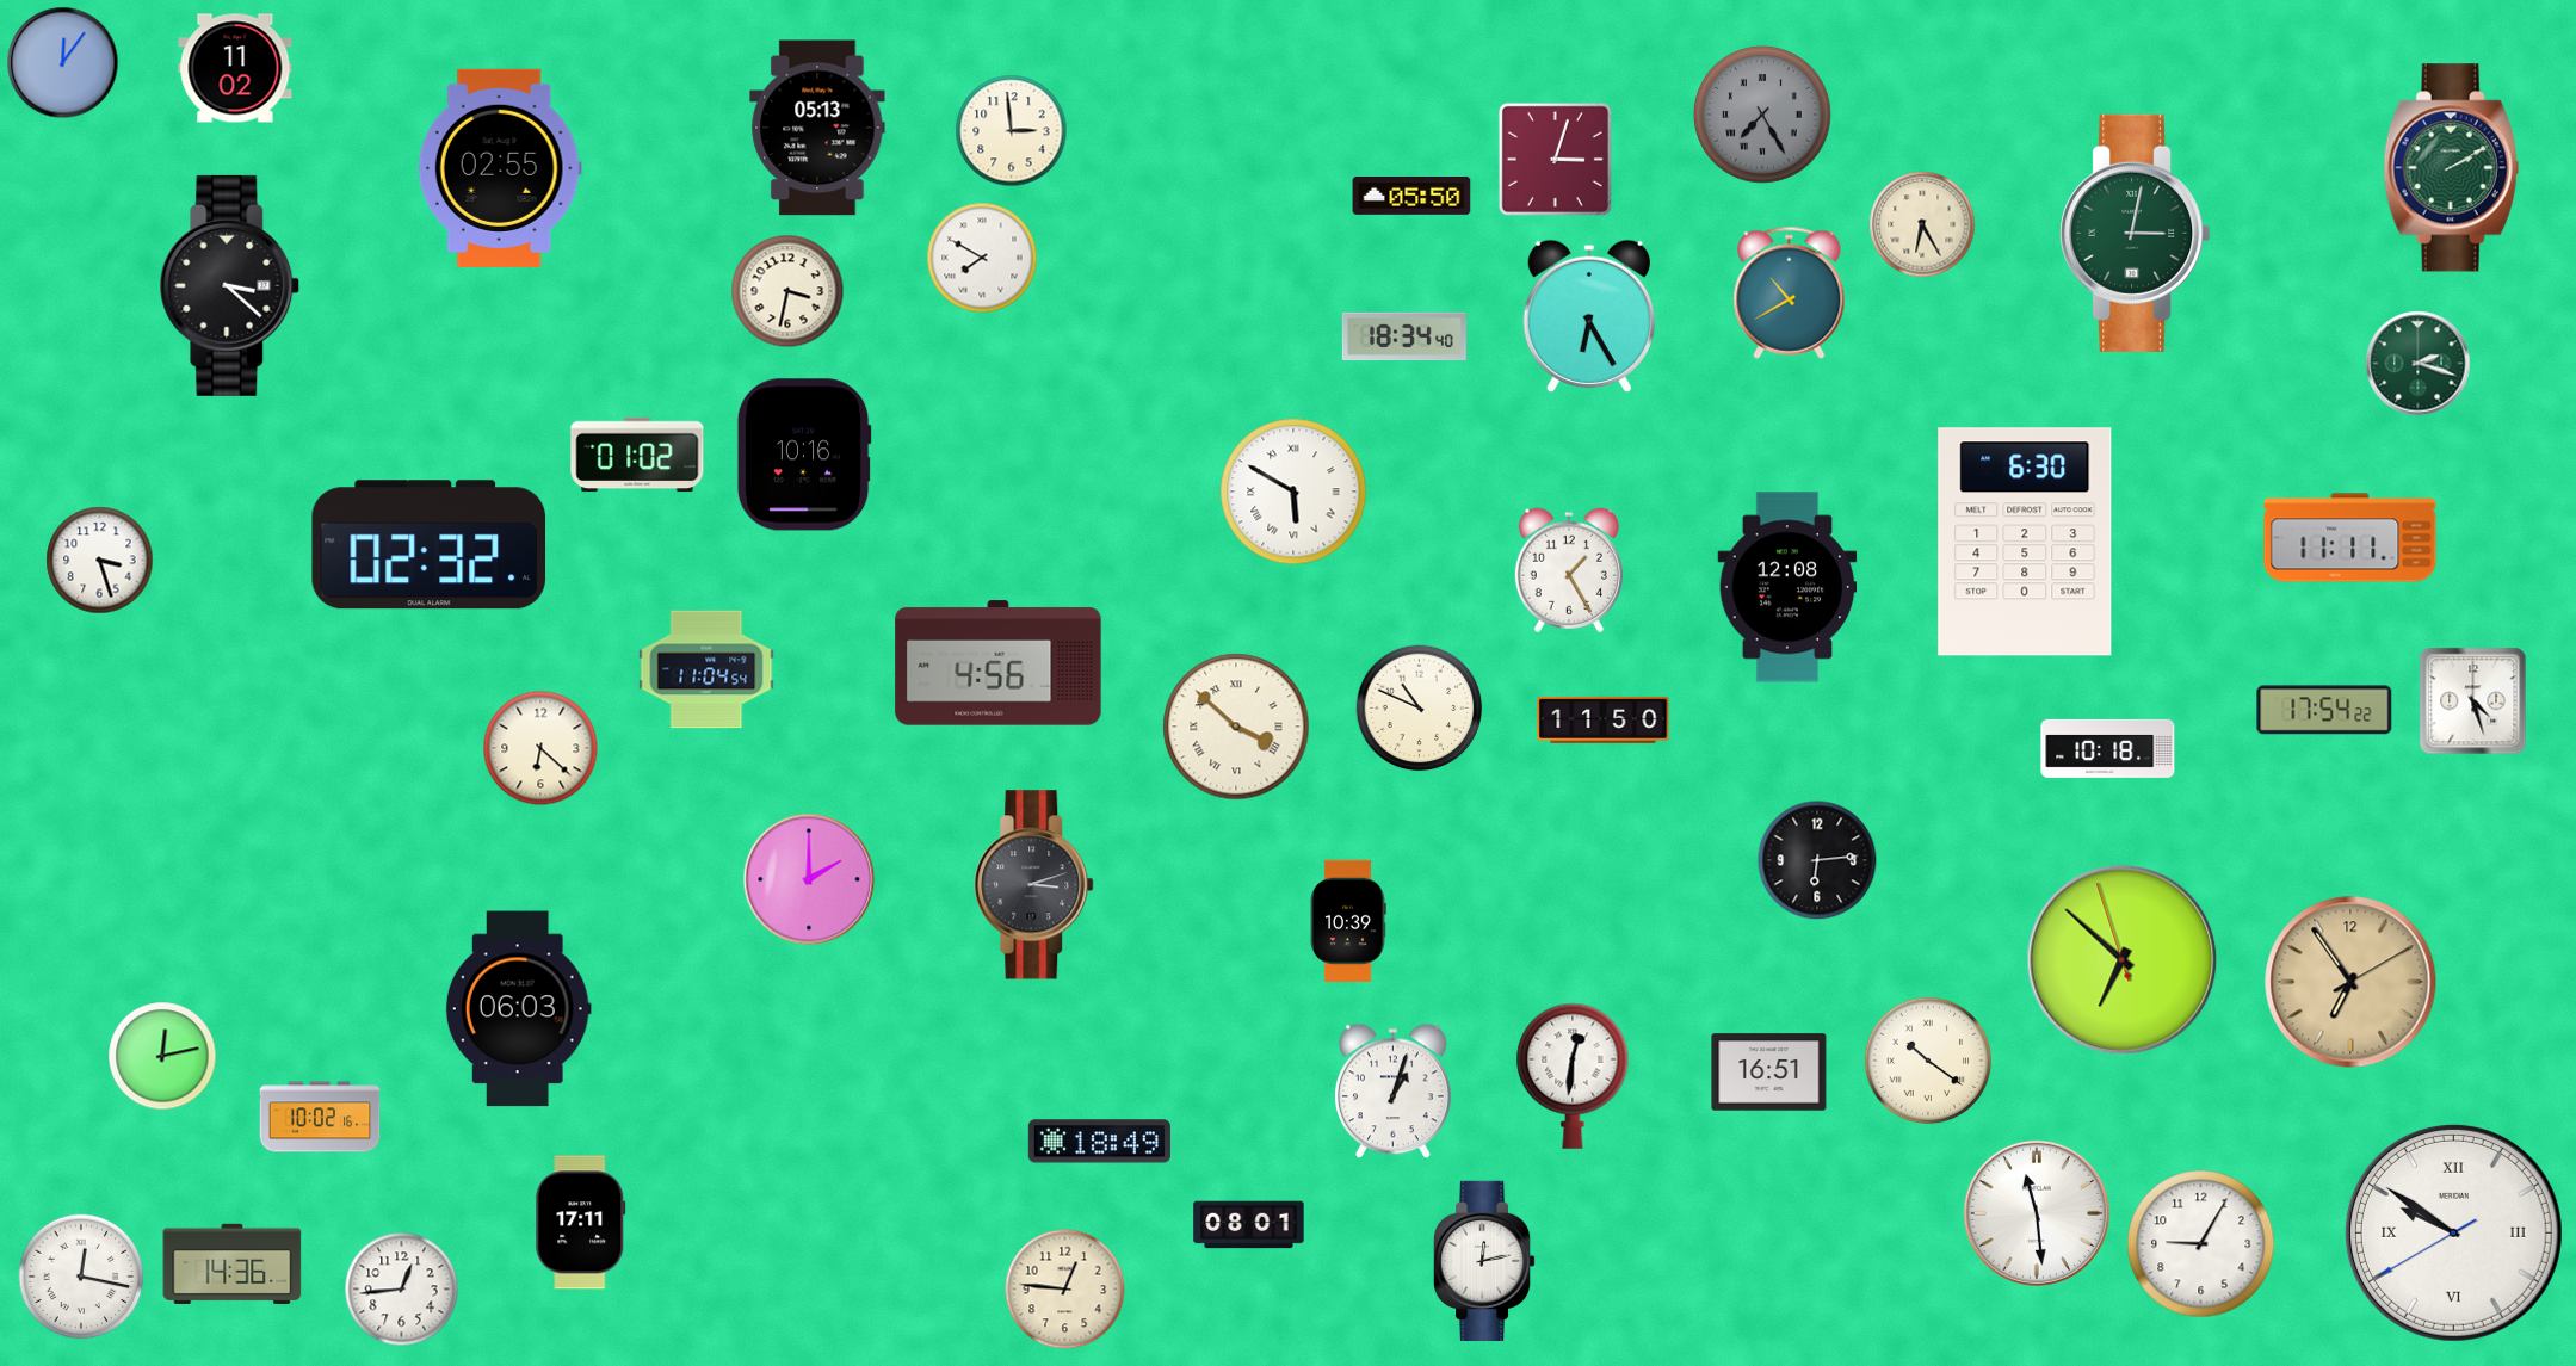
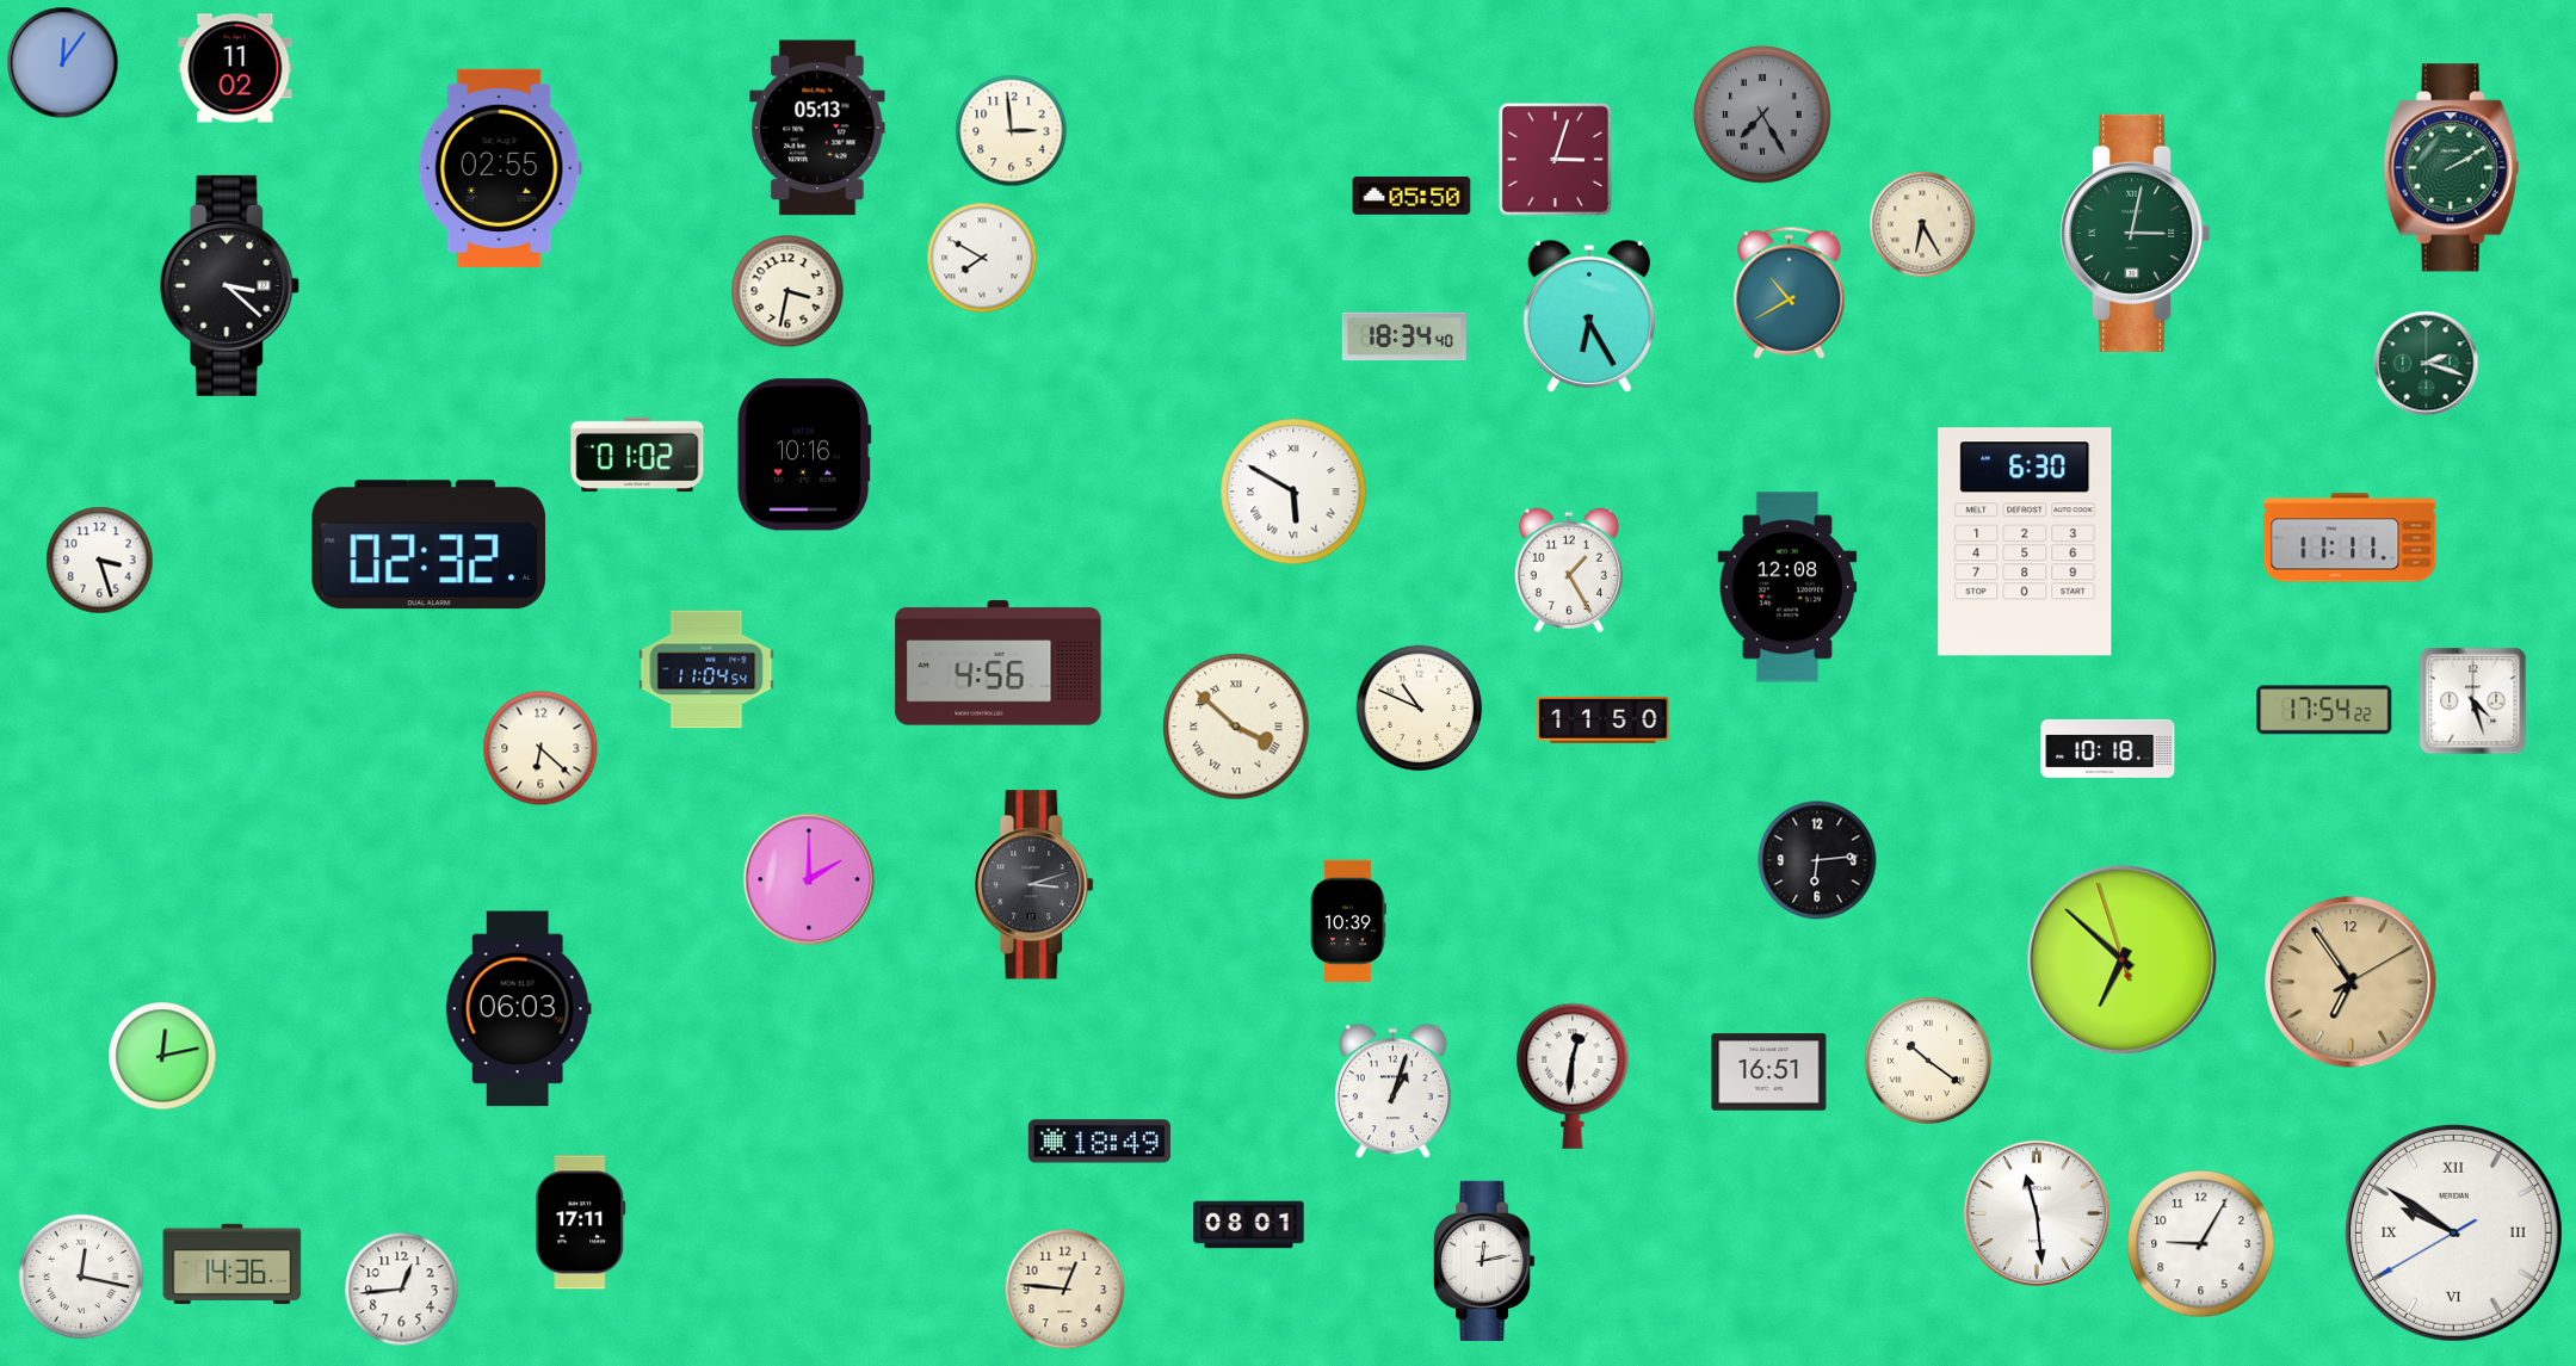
clock at (2419, 364) position: (2419, 364) -> (2427, 364)
clock at (320, 1117): 10:02 -> none
